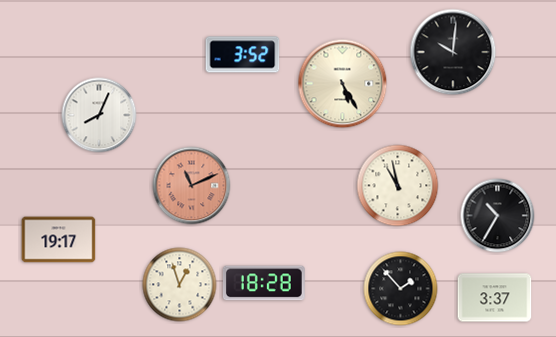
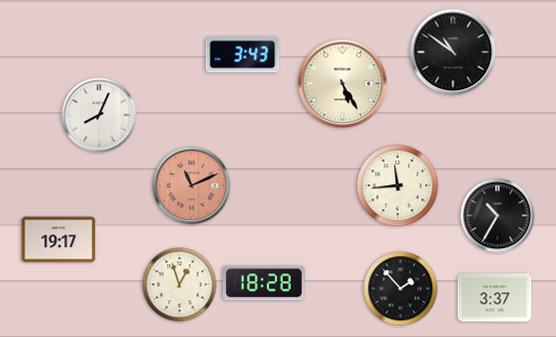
clock at (453, 52): 10:01 -> 10:51
clock at (243, 55): 3:52 -> 3:43
clock at (398, 186): 10:58 -> 11:44
